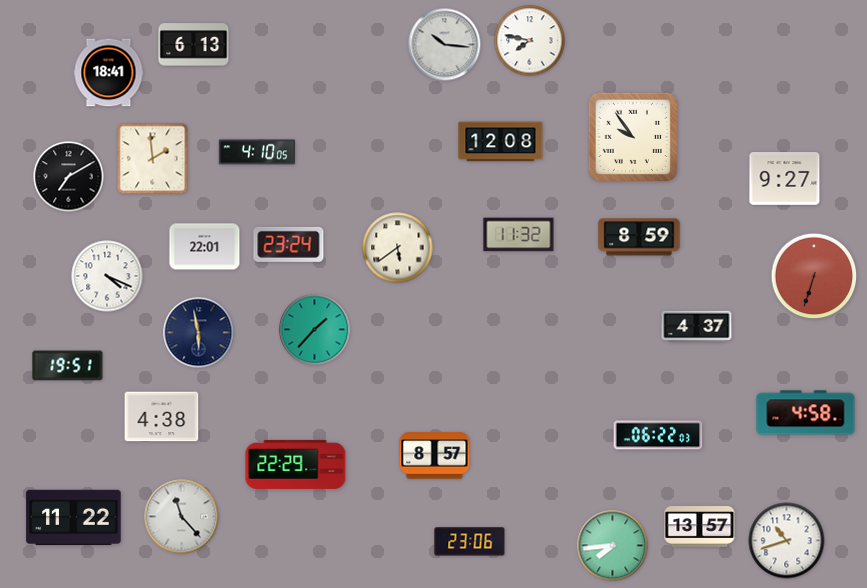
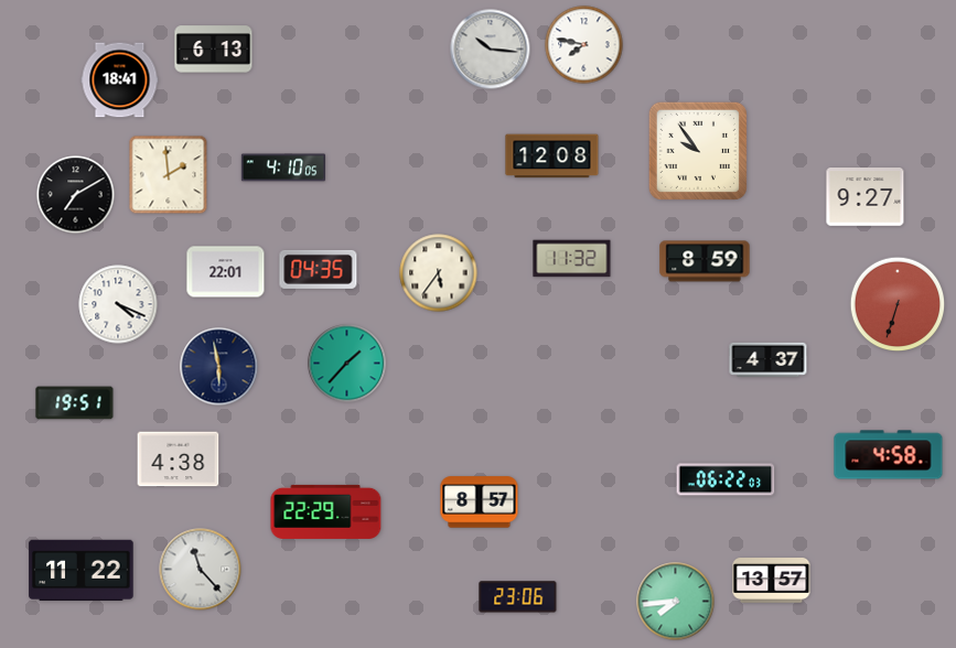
clock at (289, 244): 23:24 -> 04:35
clock at (398, 248): 5:39 -> 5:36
clock at (787, 541): 10:42 -> none
